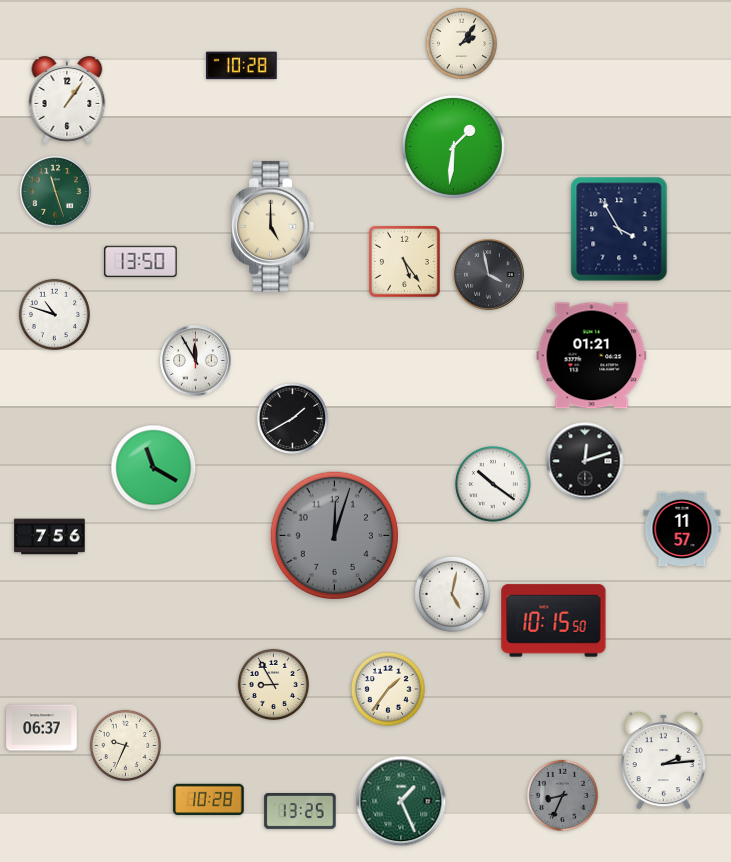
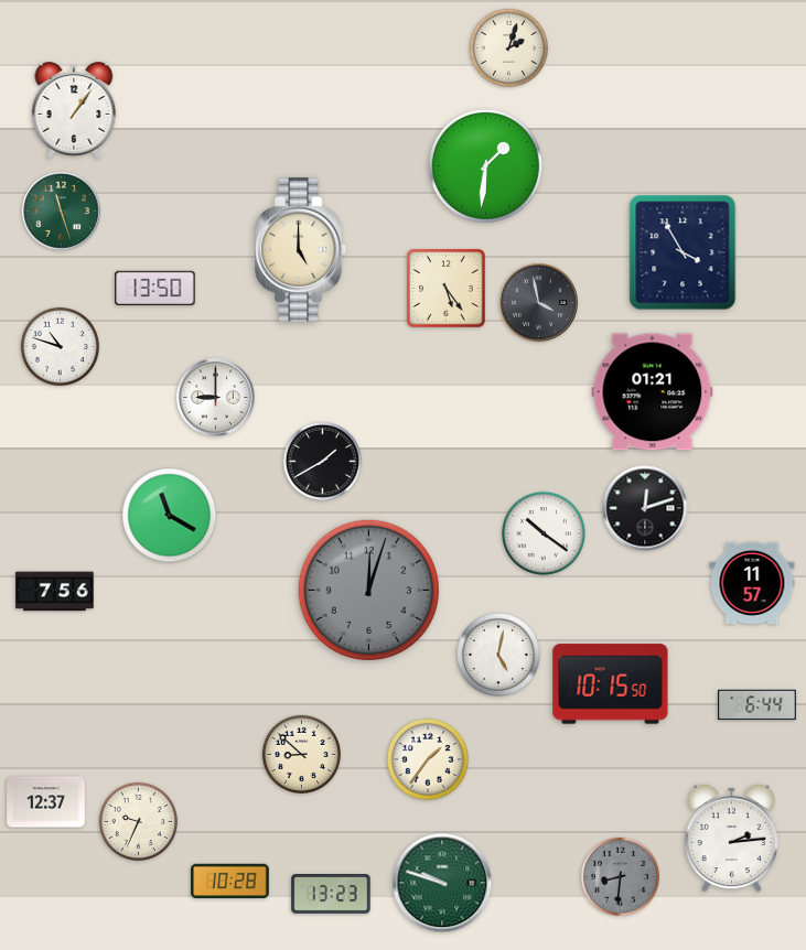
clock at (461, 43): 2:06 -> 2:03
clock at (242, 66): 10:28 -> none
clock at (453, 146) position: (453, 146) -> (485, 165)
clock at (196, 361): 11:55 -> 9:00
clock at (757, 705): none -> 6:44
clock at (273, 684): 8:55 -> 8:52
clock at (42, 728): 06:37 -> 12:37
clock at (562, 795): 8:34 -> 8:31
clock at (401, 801): 1:26 -> 9:48
clock at (300, 812): 13:25 -> 13:23
